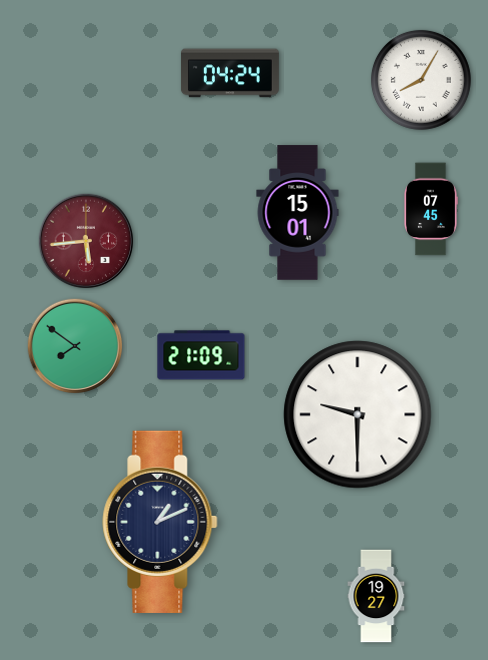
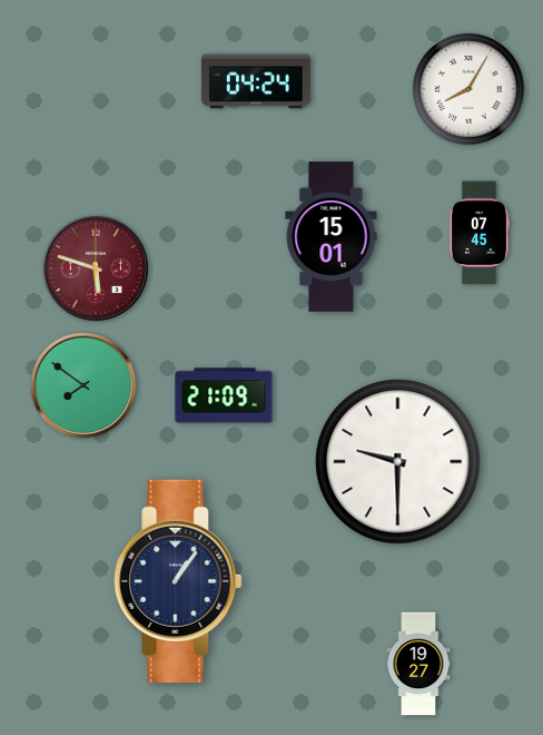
clock at (86, 241): 5:44 -> 5:48
clock at (160, 522): 1:11 -> 1:06
